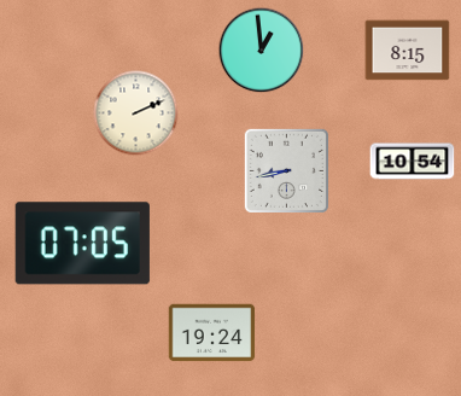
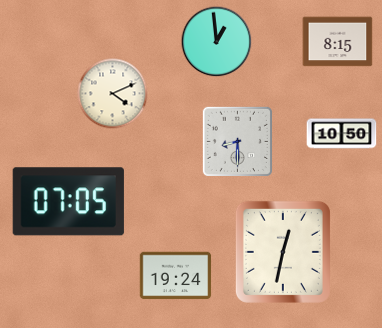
clock at (136, 113): 2:11 -> 4:11
clock at (413, 162): 10:54 -> 10:50
clock at (286, 170): 8:43 -> 8:30
clock at (283, 252): none -> 12:32
